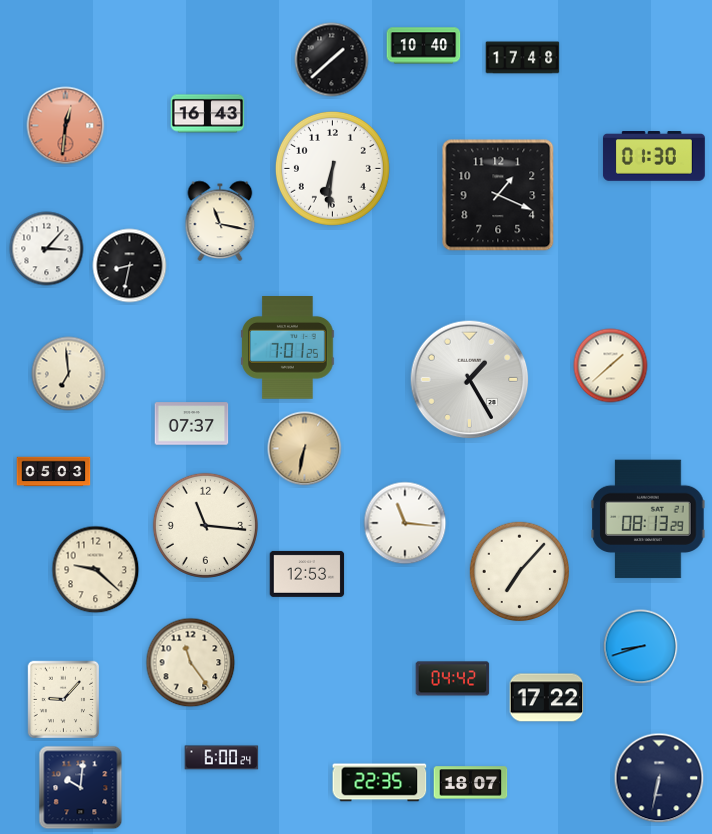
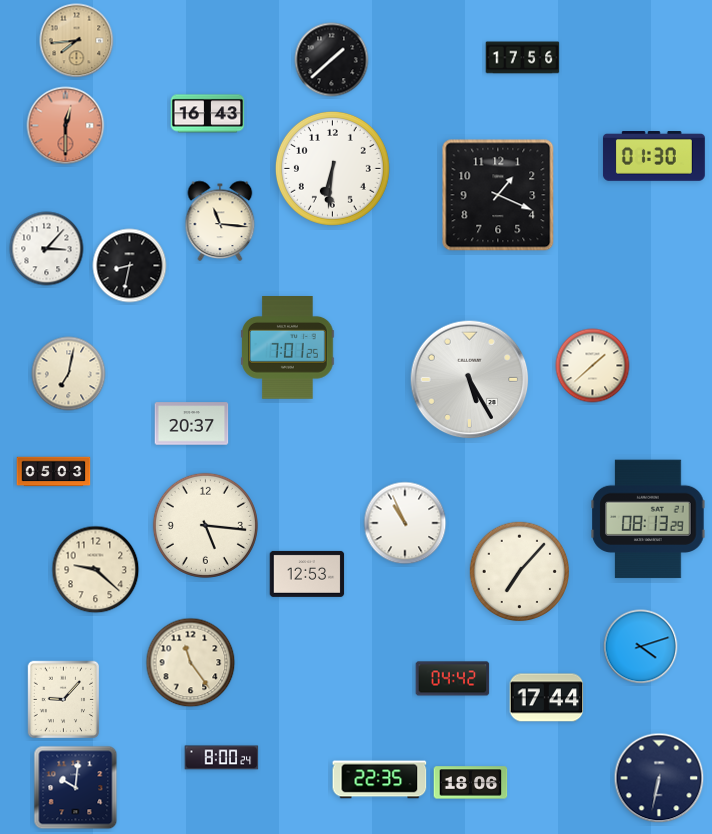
clock at (77, 41): none -> 7:44
clock at (424, 46): 10:40 -> none
clock at (523, 58): 17:48 -> 17:56
clock at (66, 126): 12:31 -> 12:30
clock at (220, 221): 11:17 -> 11:16
clock at (611, 366) position: (611, 366) -> (593, 366)
clock at (69, 374): 6:59 -> 7:02
clock at (470, 380): 1:25 -> 5:25
clock at (192, 424): 07:37 -> 20:37
clock at (305, 449): 6:32 -> none
clock at (405, 523): 11:16 -> 10:56
clock at (205, 525): 11:16 -> 5:16
clock at (641, 647): 8:42 -> 4:12
clock at (547, 698): 17:22 -> 17:44
clock at (222, 758): 6:00 -> 8:00
clock at (380, 783) position: (380, 783) -> (380, 780)
clock at (471, 783): 18:07 -> 18:06
clock at (81, 788) position: (81, 788) -> (76, 788)
